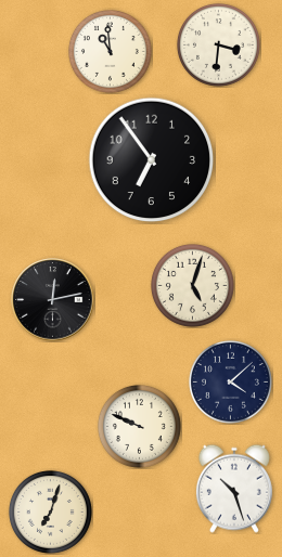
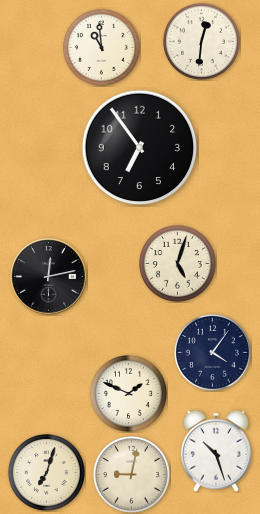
clock at (218, 44): 3:31 -> 12:31
clock at (230, 381): 4:08 -> 4:06
clock at (139, 426): 9:49 -> 1:49
clock at (131, 474): none -> 9:02
